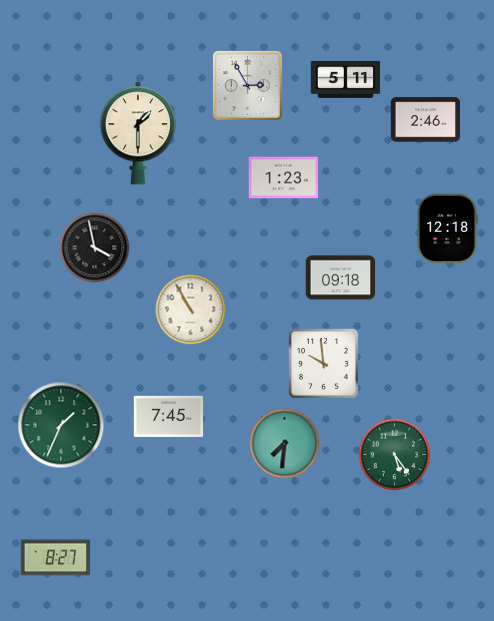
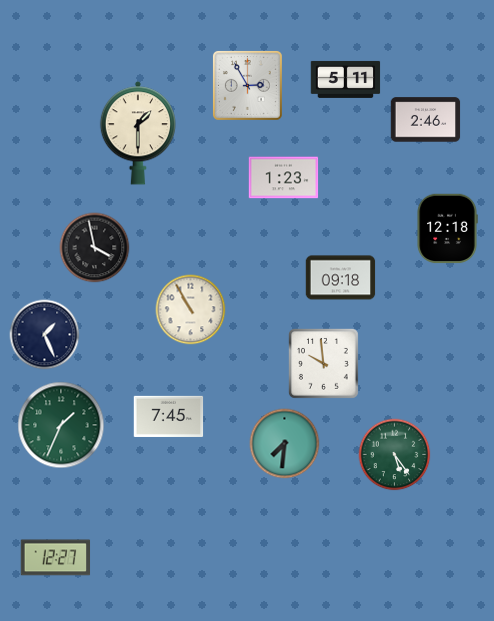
clock at (45, 335): none -> 1:26
clock at (56, 558): 8:27 -> 12:27
